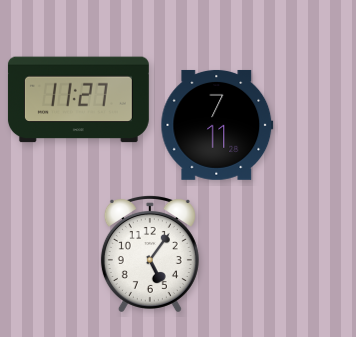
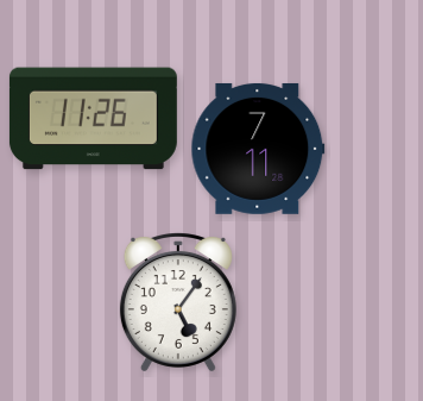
clock at (78, 100): 11:27 -> 11:26
